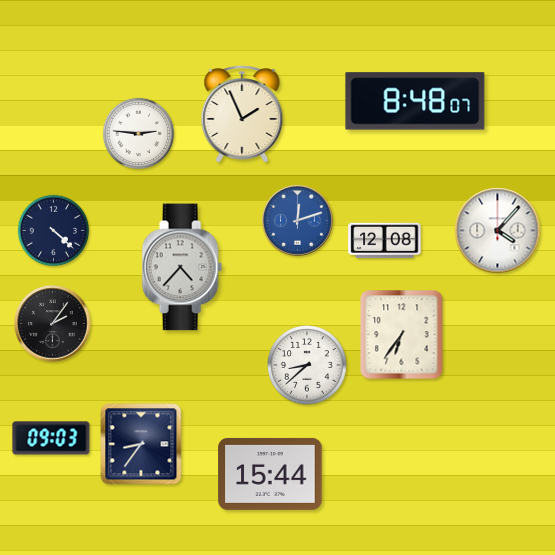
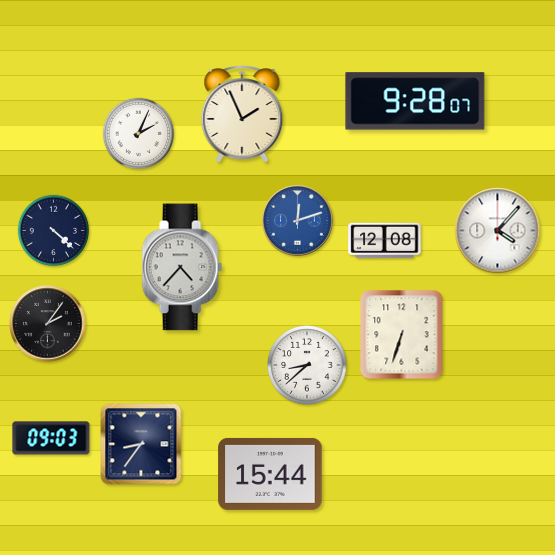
clock at (415, 101): 8:48 -> 9:28
clock at (139, 134): 2:46 -> 2:04
clock at (53, 324) position: (53, 324) -> (48, 324)
clock at (402, 335): 6:36 -> 6:33
